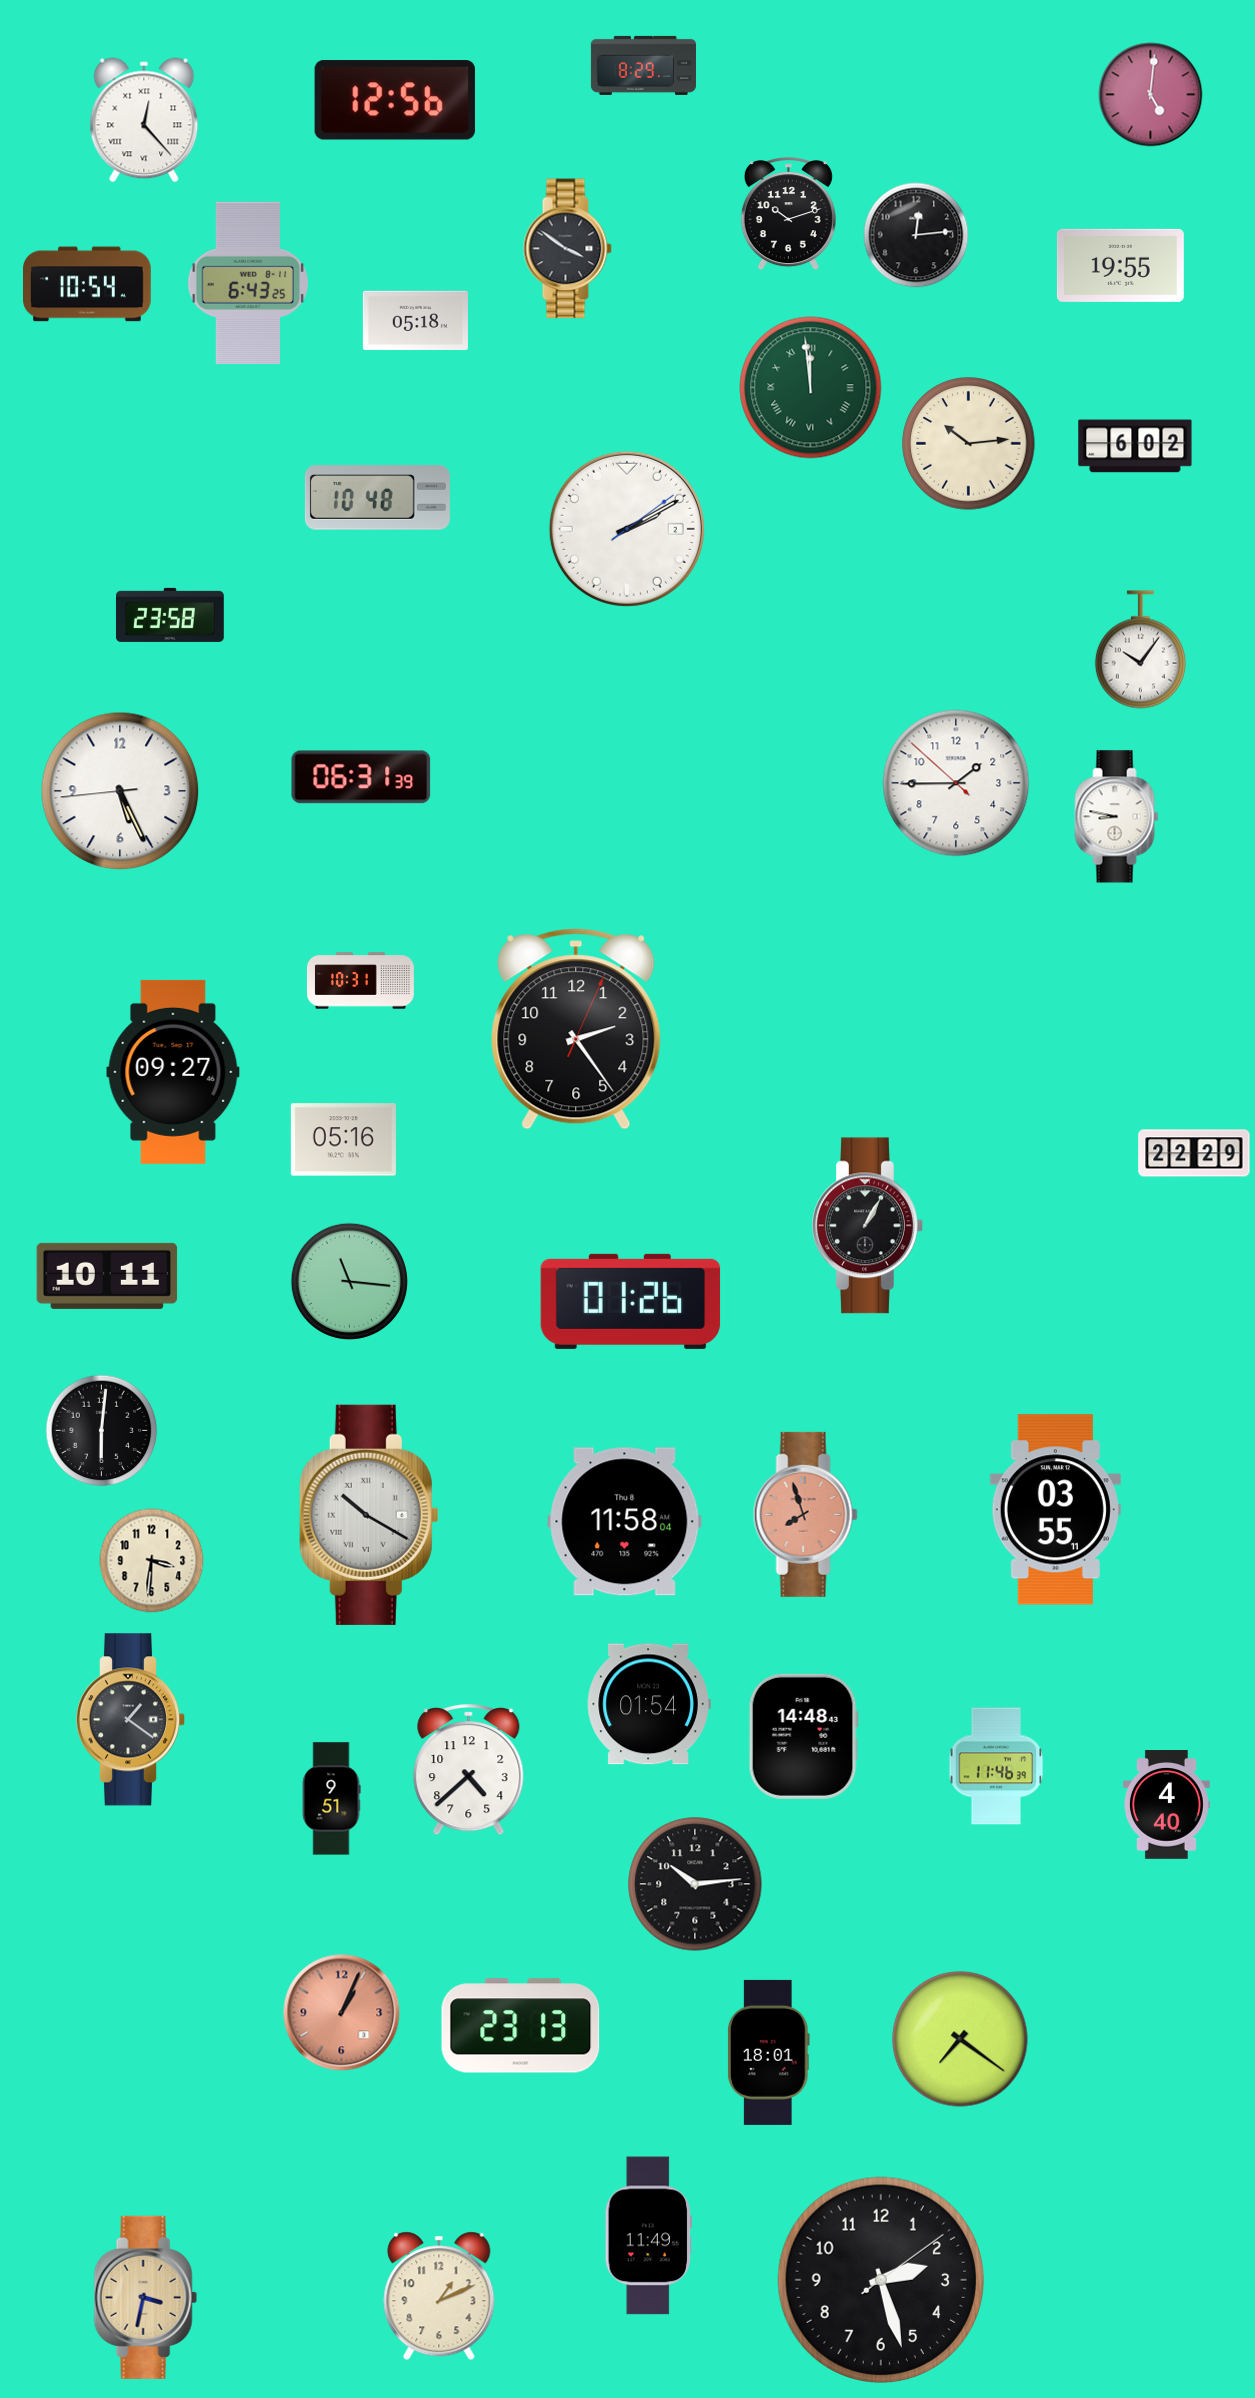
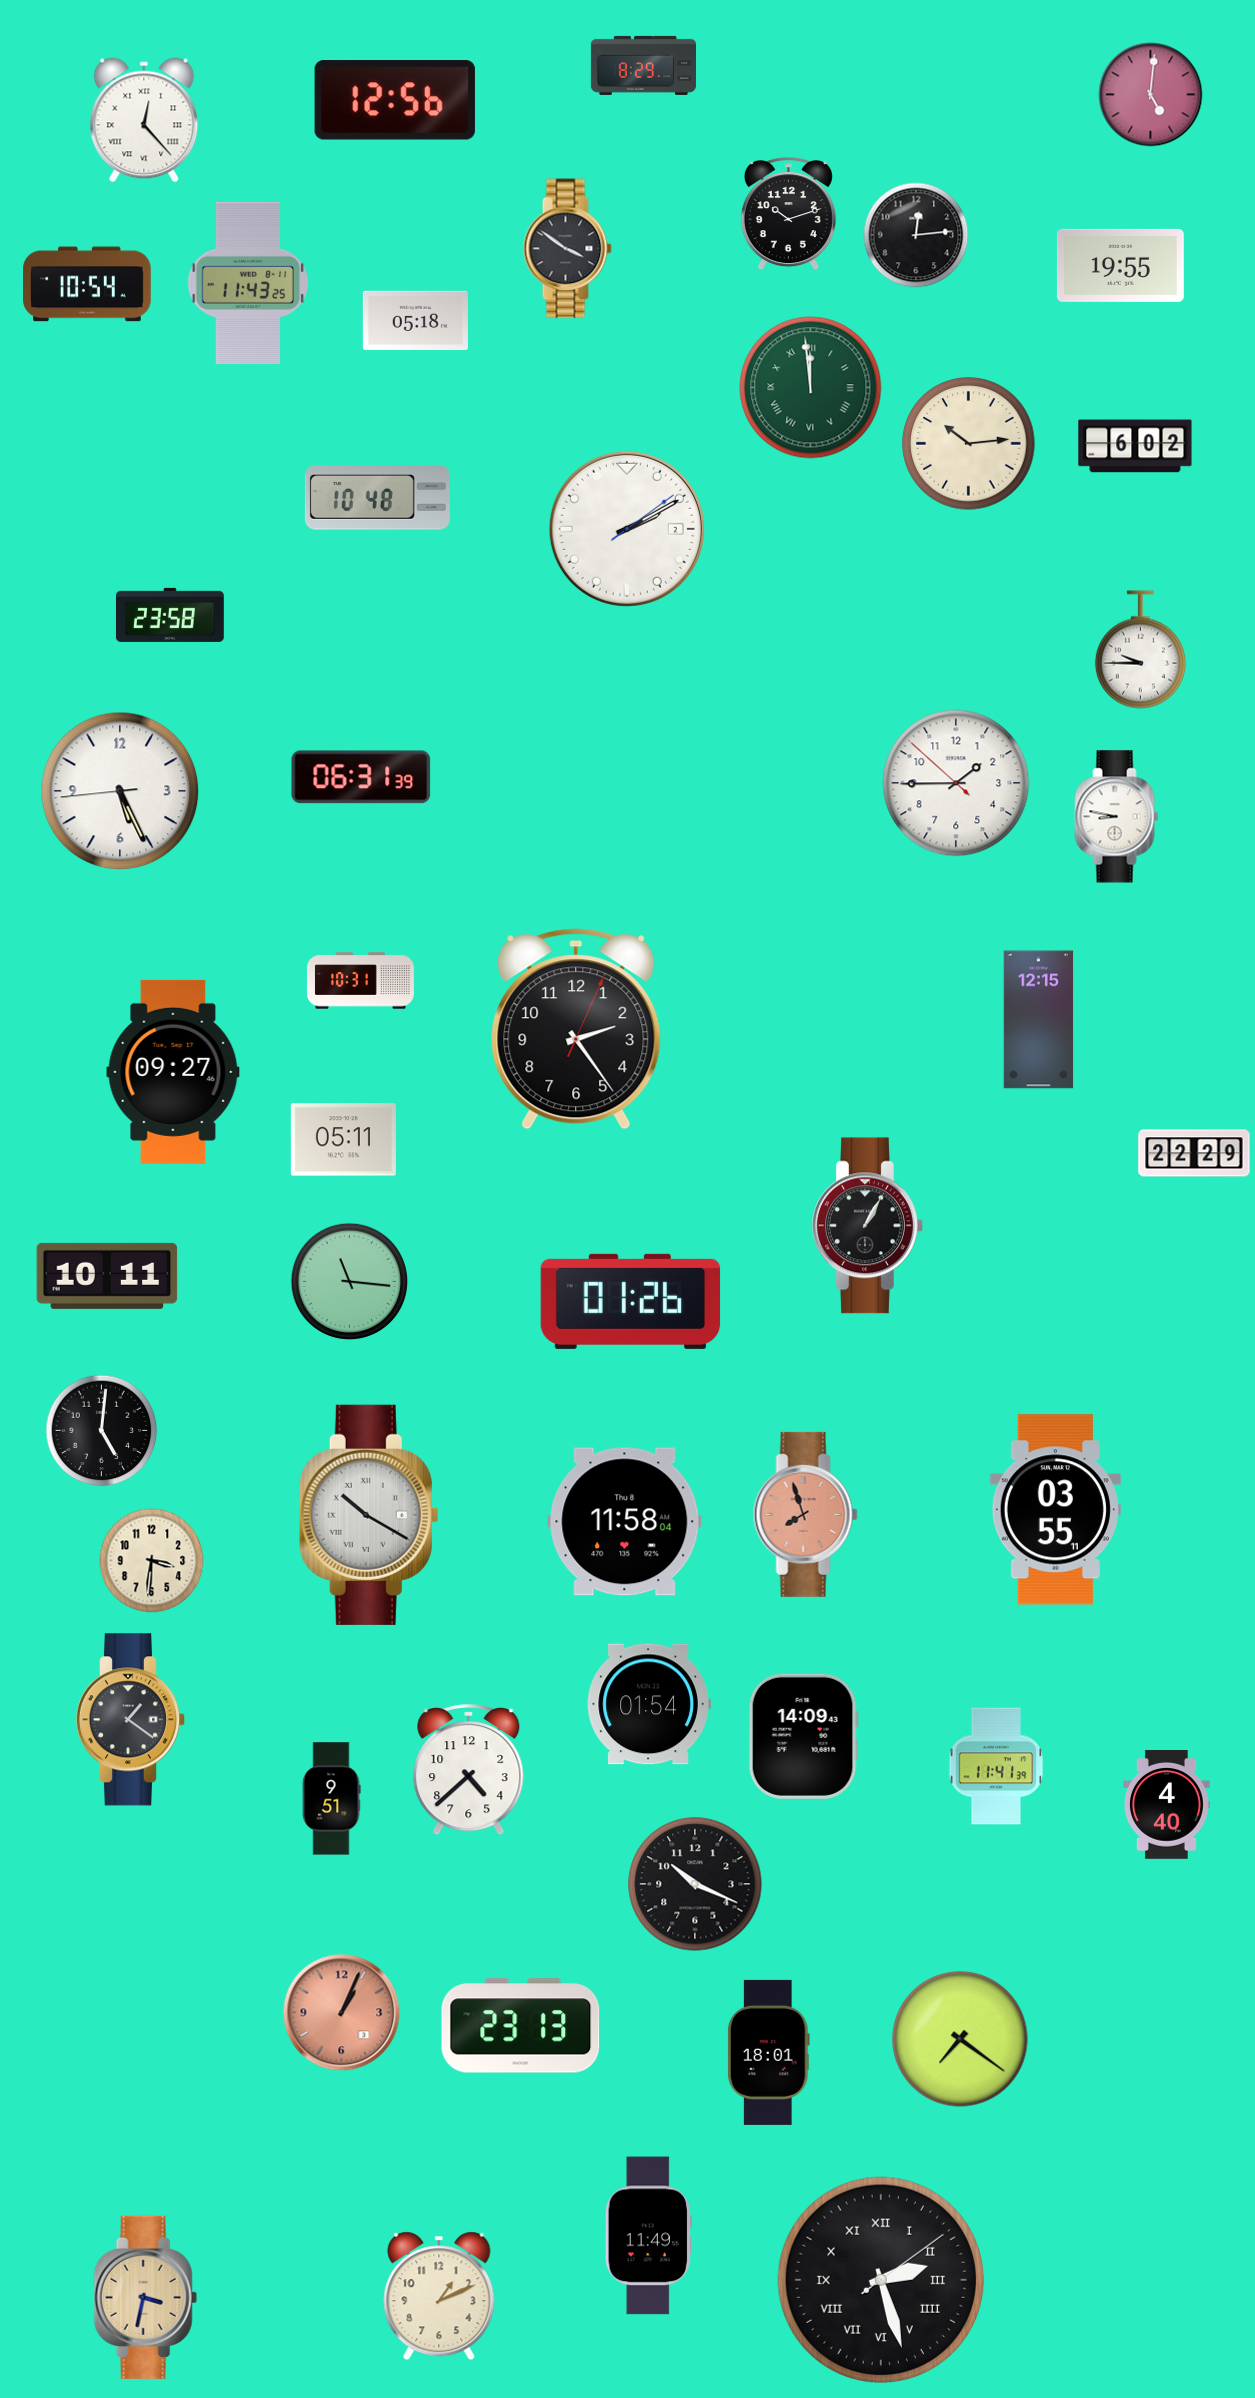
clock at (247, 283): 6:43 -> 11:43
clock at (1140, 650): 10:06 -> 9:45
clock at (1039, 1020): none -> 12:15
clock at (343, 1140): 05:16 -> 05:11
clock at (102, 1431): 6:01 -> 5:01
clock at (803, 1736): 14:48 -> 14:09
clock at (996, 1766): 11:46 -> 11:41
clock at (695, 1884): 10:14 -> 10:19
clock at (880, 2279) numerals: Arabic -> Roman
